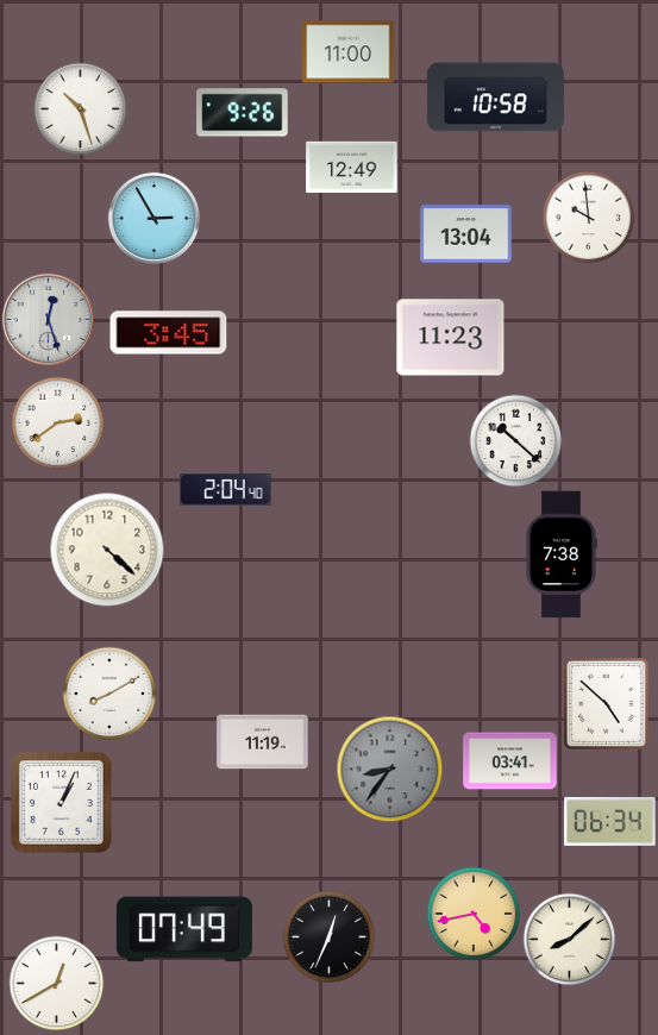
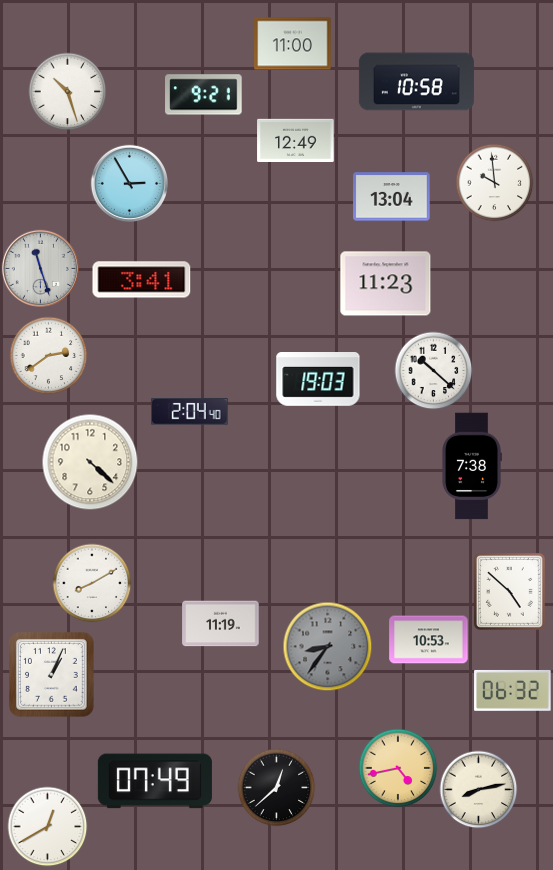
clock at (243, 113): 9:26 -> 9:21
clock at (48, 319): 12:27 -> 11:27
clock at (169, 333): 3:45 -> 3:41
clock at (451, 338) position: (451, 338) -> (386, 284)
clock at (318, 379): none -> 19:03
clock at (510, 761): 03:41 -> 10:53
clock at (610, 821): 06:34 -> 06:32
clock at (328, 936): 12:34 -> 12:38
clock at (569, 939): 8:08 -> 8:13
